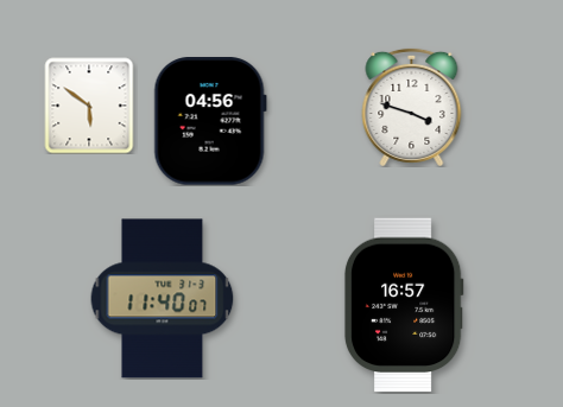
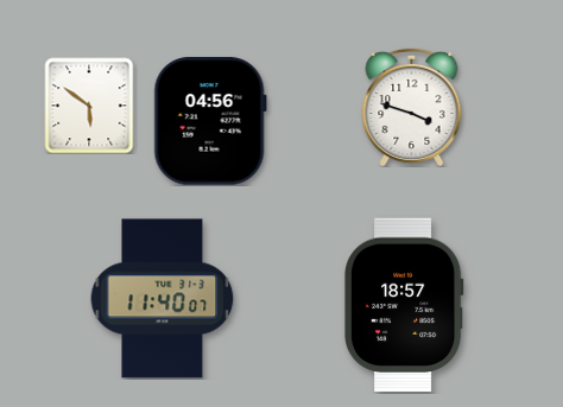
clock at (404, 305): 16:57 -> 18:57
